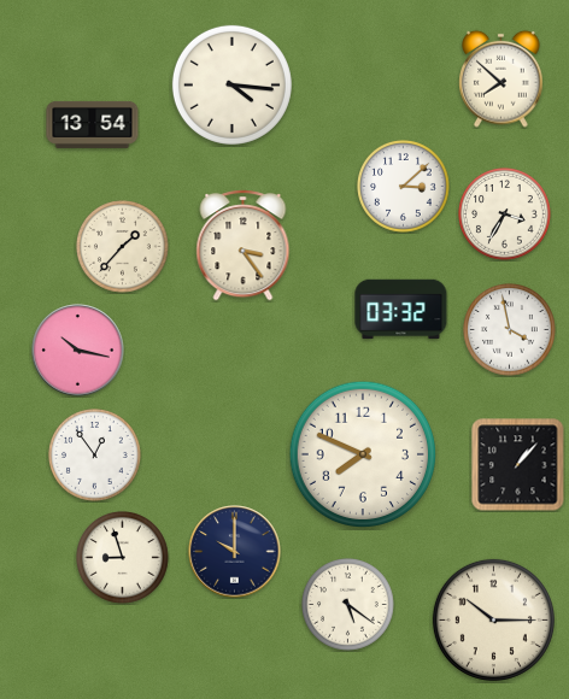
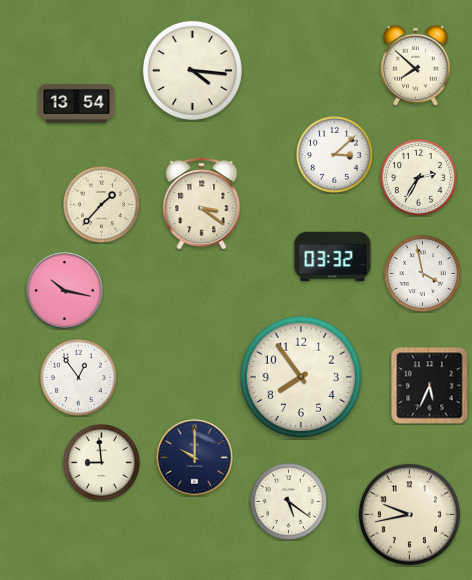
clock at (505, 215): 3:35 -> 2:35
clock at (244, 246): 3:24 -> 3:21
clock at (362, 453): 7:49 -> 7:54
clock at (518, 465): 1:07 -> 5:34
clock at (123, 558): 8:57 -> 8:59
clock at (493, 619): 10:15 -> 9:43
